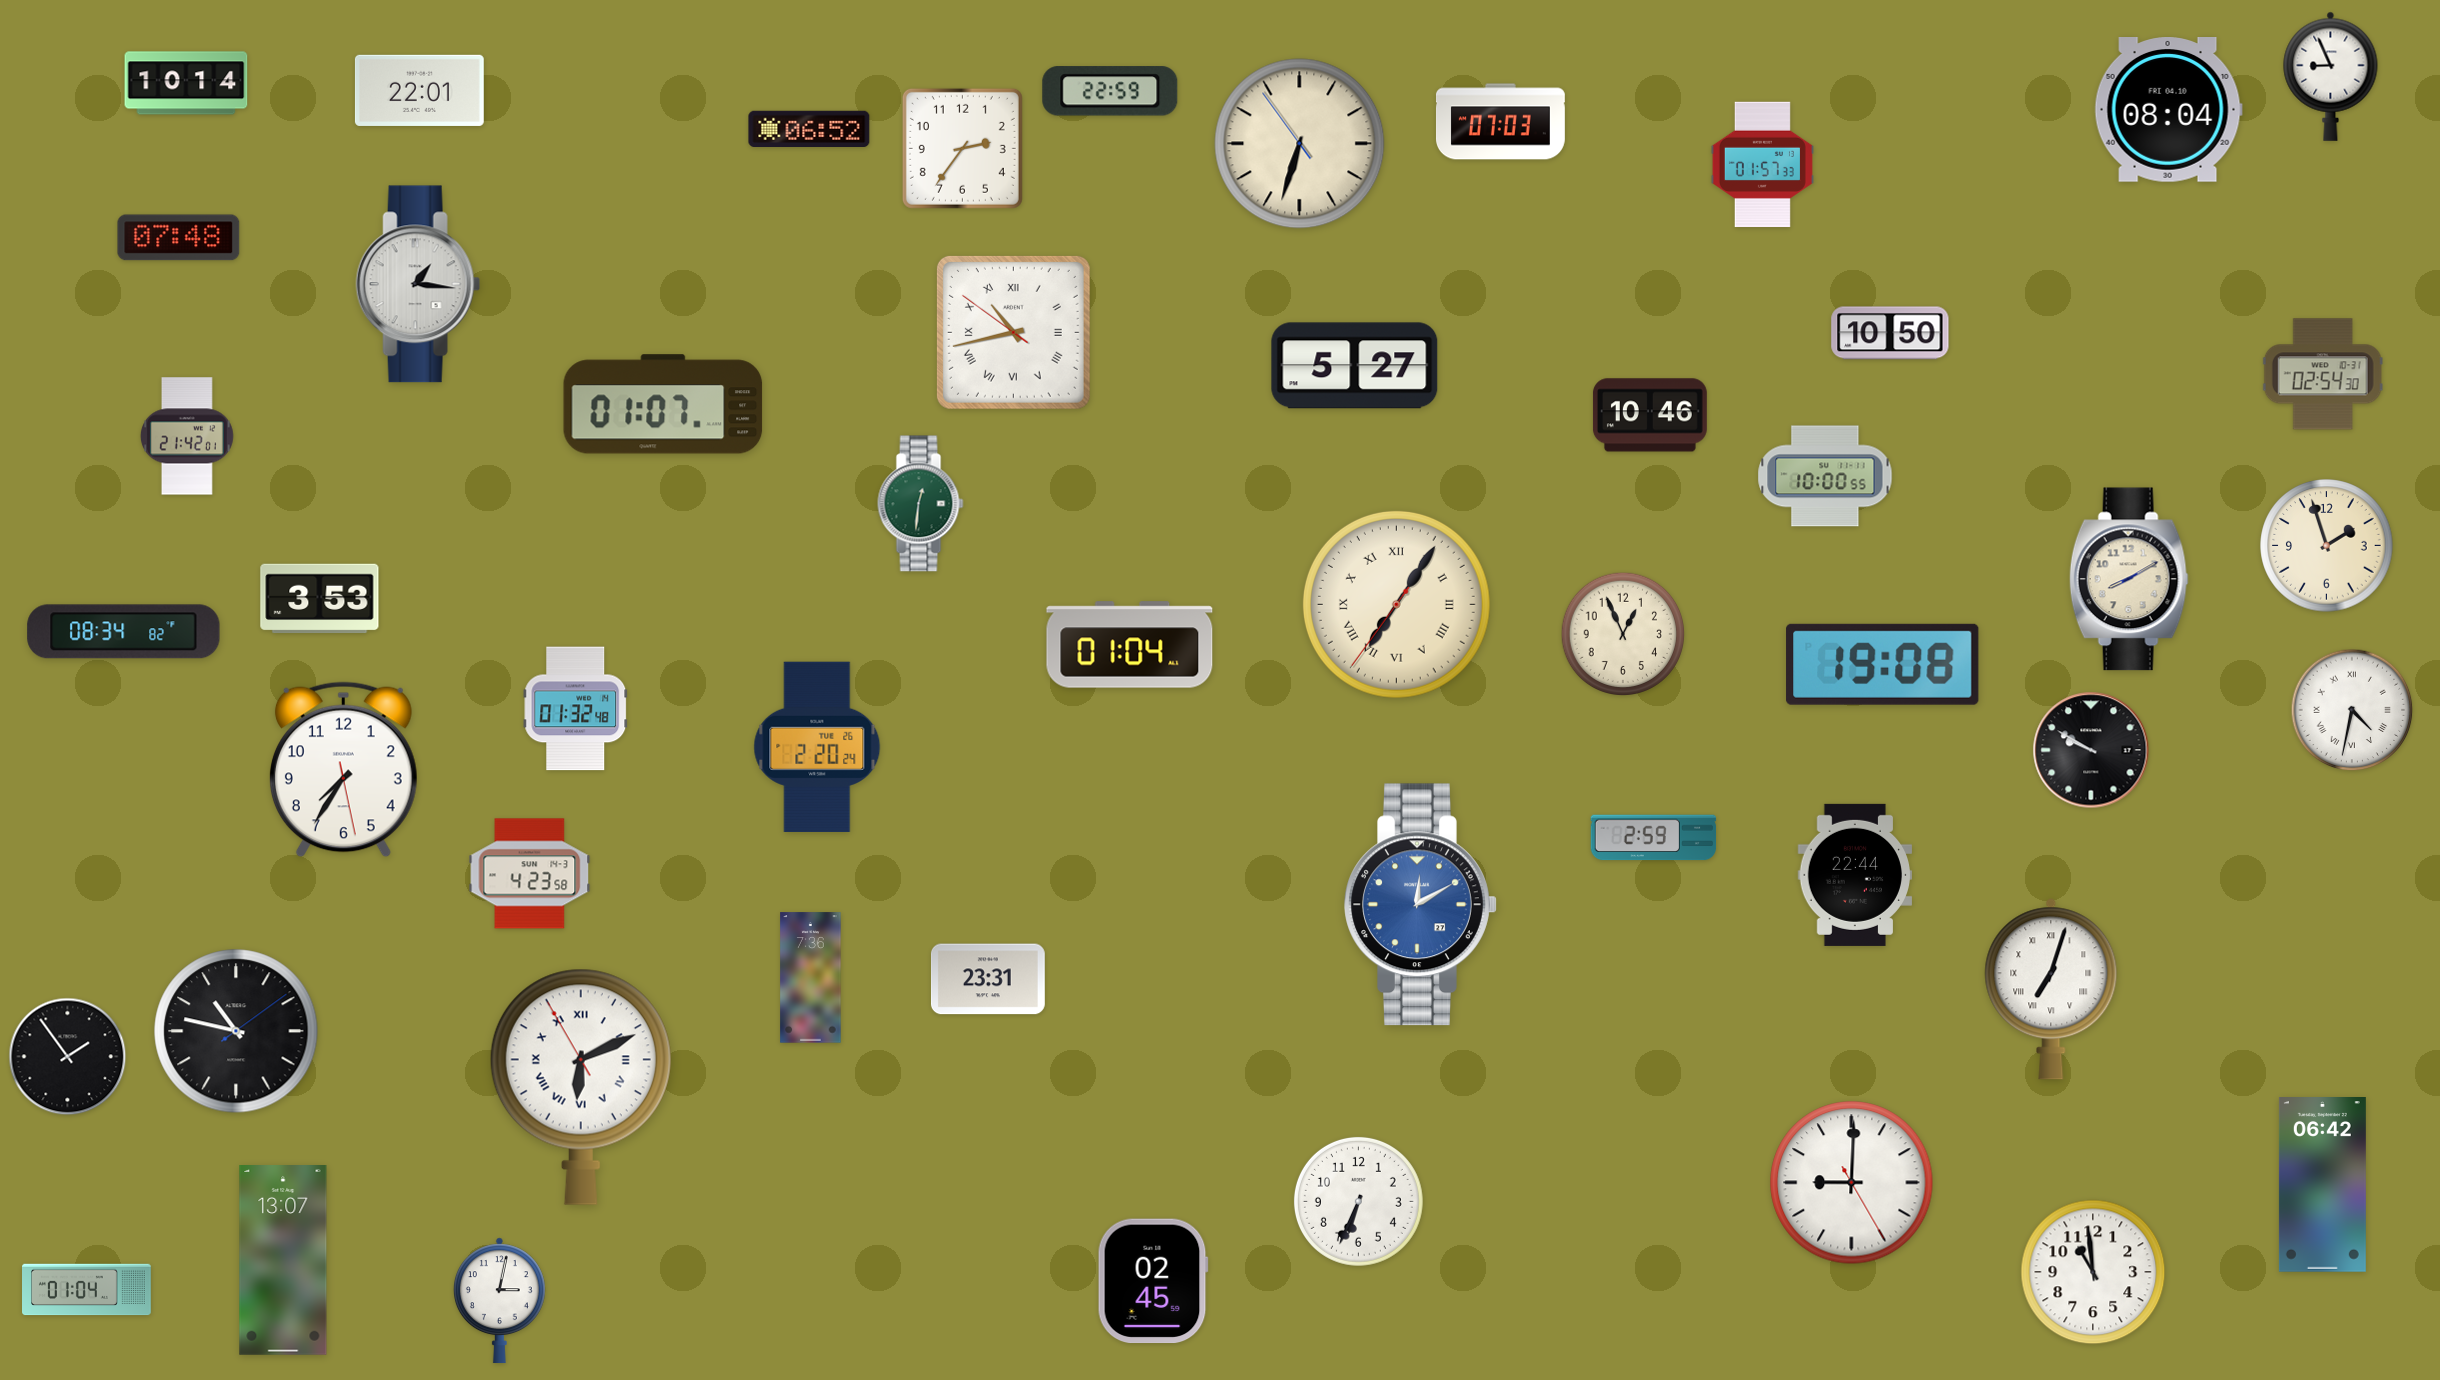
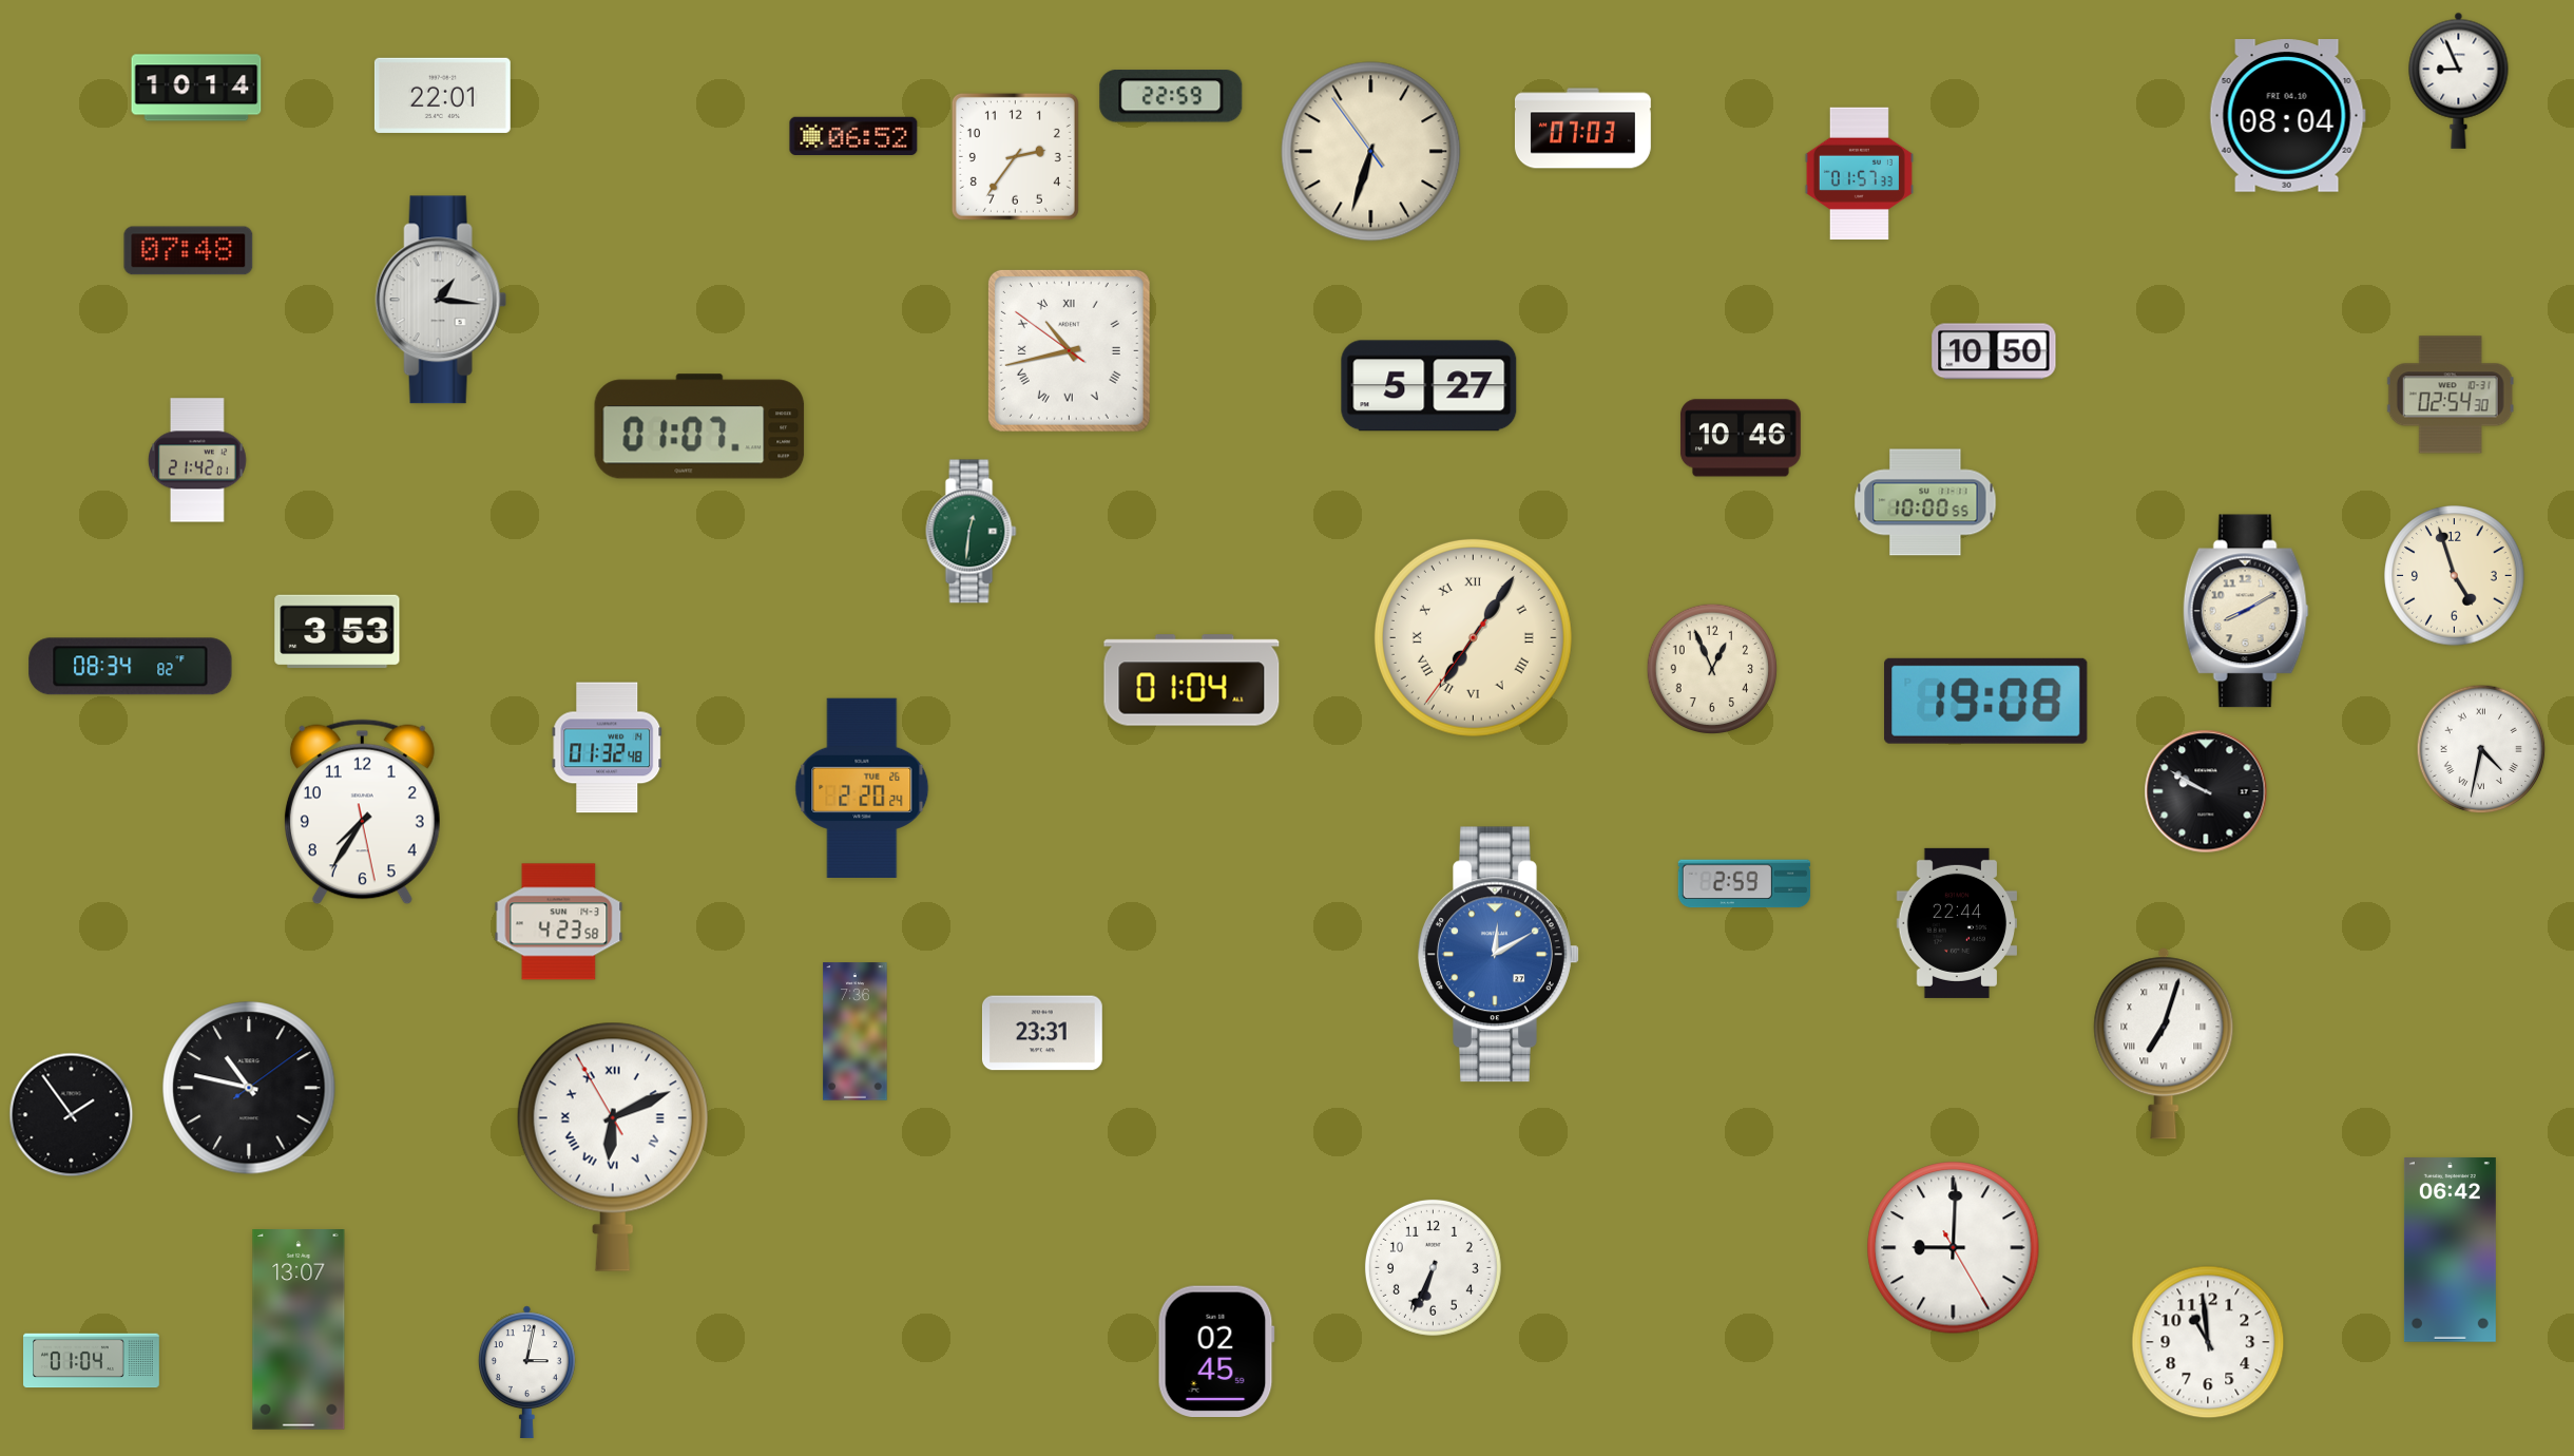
clock at (2327, 546): 1:57 -> 4:57
